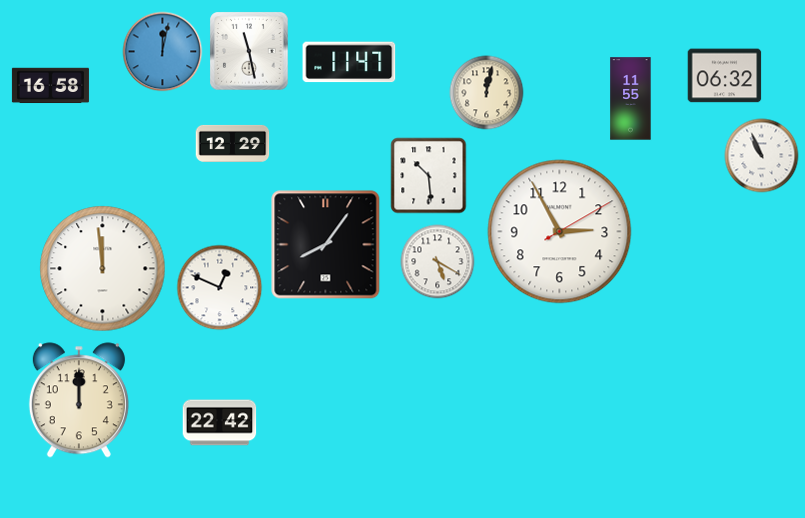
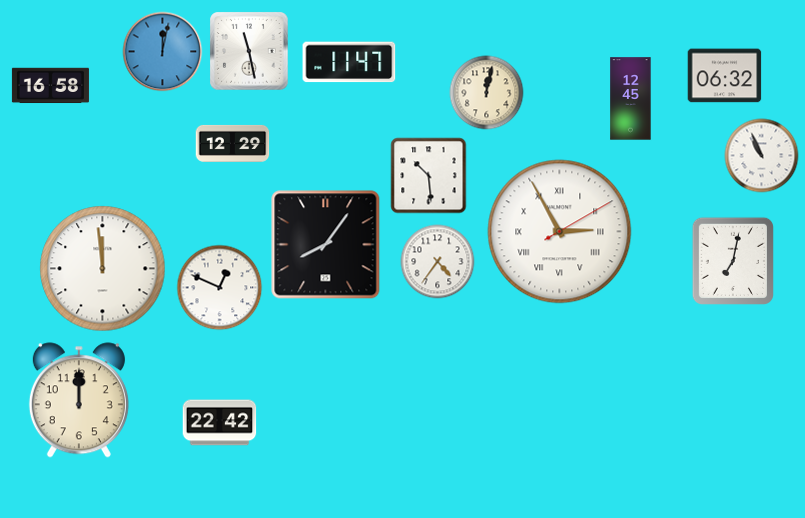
clock at (631, 99): 11:55 -> 12:45
clock at (560, 232) numerals: Arabic -> Roman
clock at (733, 261): none -> 7:02
clock at (438, 262): 5:20 -> 4:36
